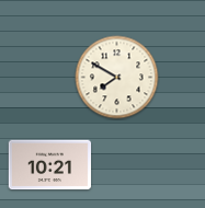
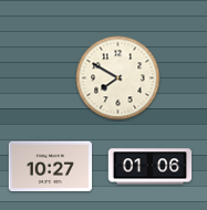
clock at (50, 165): 10:21 -> 10:27
clock at (151, 167): none -> 01:06
